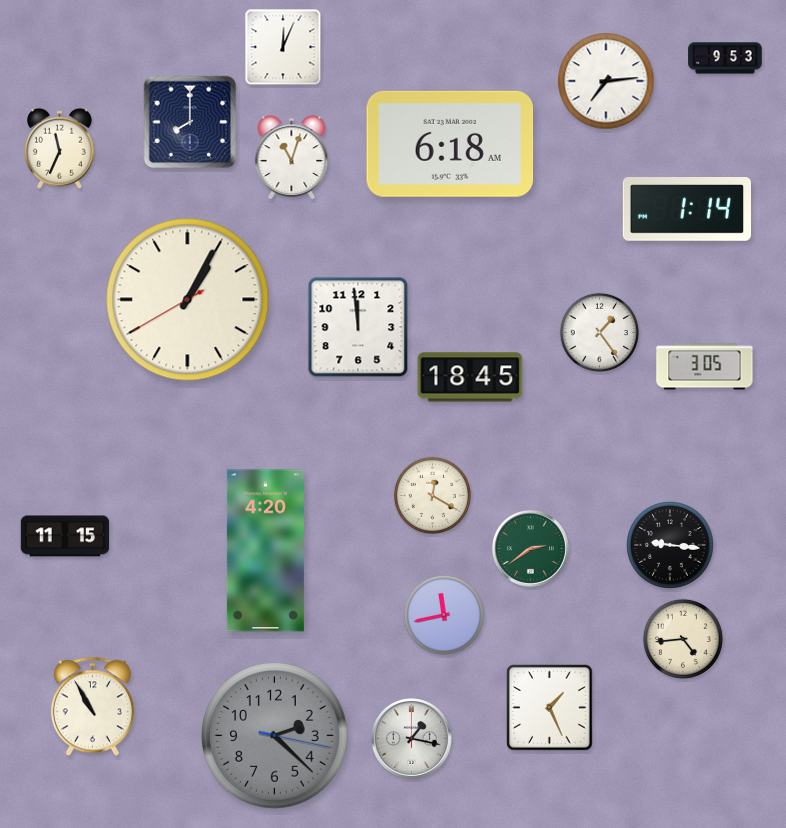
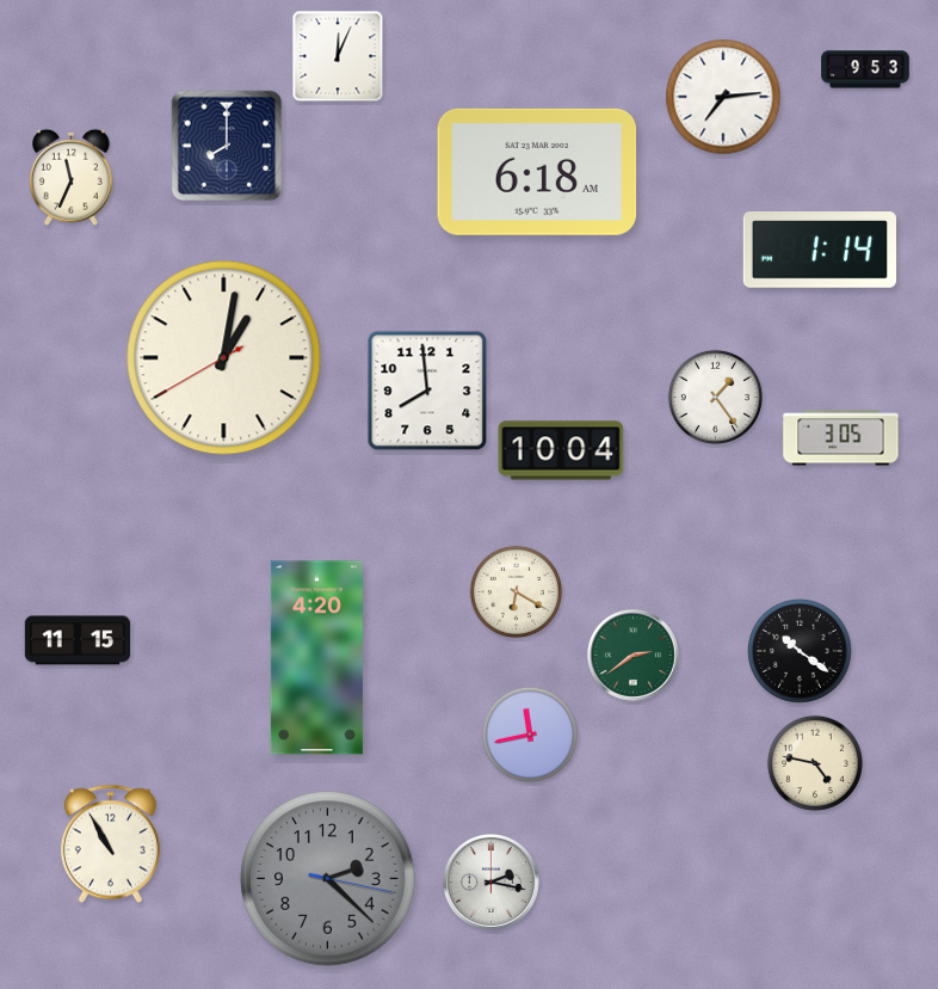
clock at (292, 158): 11:03 -> none
clock at (188, 300): 1:04 -> 1:01
clock at (358, 327): 11:59 -> 7:59
clock at (470, 377): 18:45 -> 10:04
clock at (432, 495): 12:20 -> 6:20
clock at (671, 546): 9:16 -> 10:21
clock at (683, 639): 4:44 -> 4:47
clock at (550, 708): 1:26 -> none
clock at (412, 739): 1:17 -> 2:17
